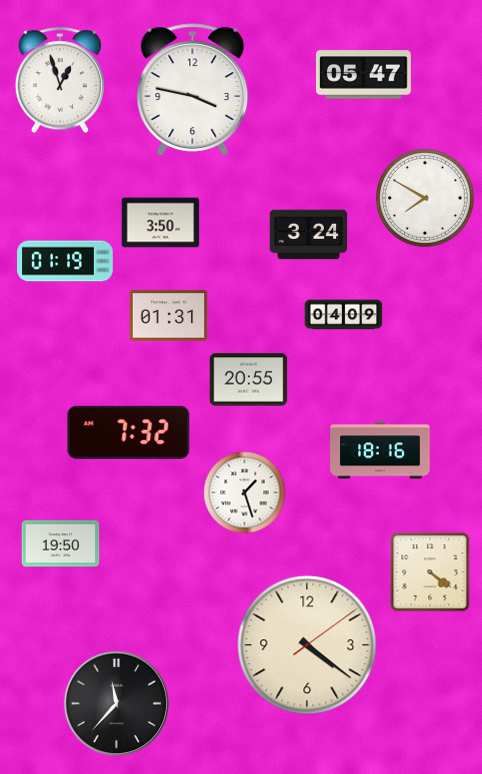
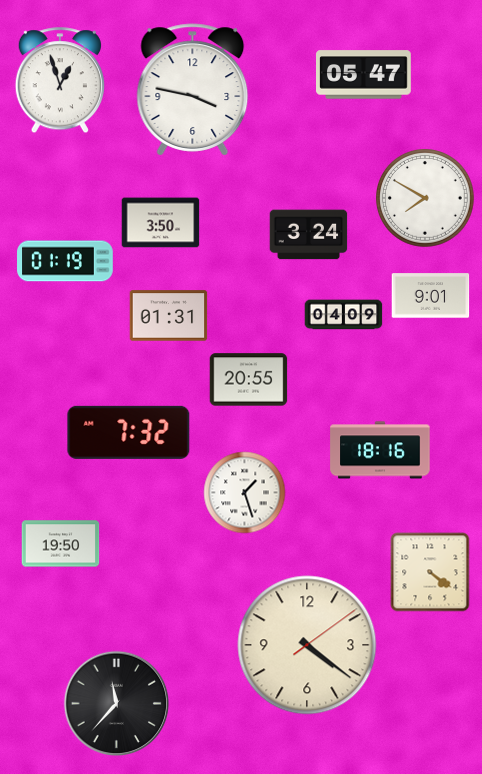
clock at (430, 296): none -> 9:01
